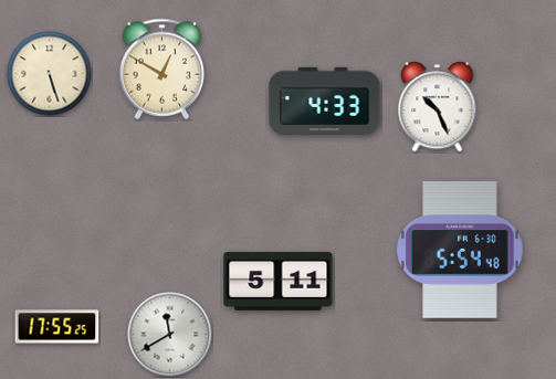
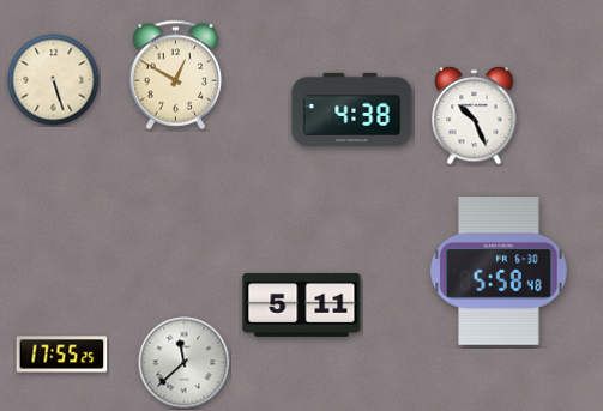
clock at (325, 101): 4:33 -> 4:38
clock at (460, 251): 5:54 -> 5:58
clock at (170, 335): 11:40 -> 11:38
